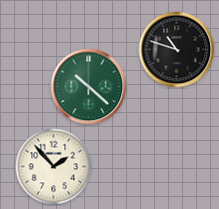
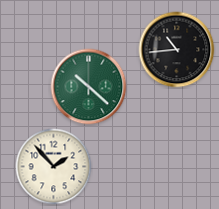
clock at (177, 50): 10:48 -> 10:44
